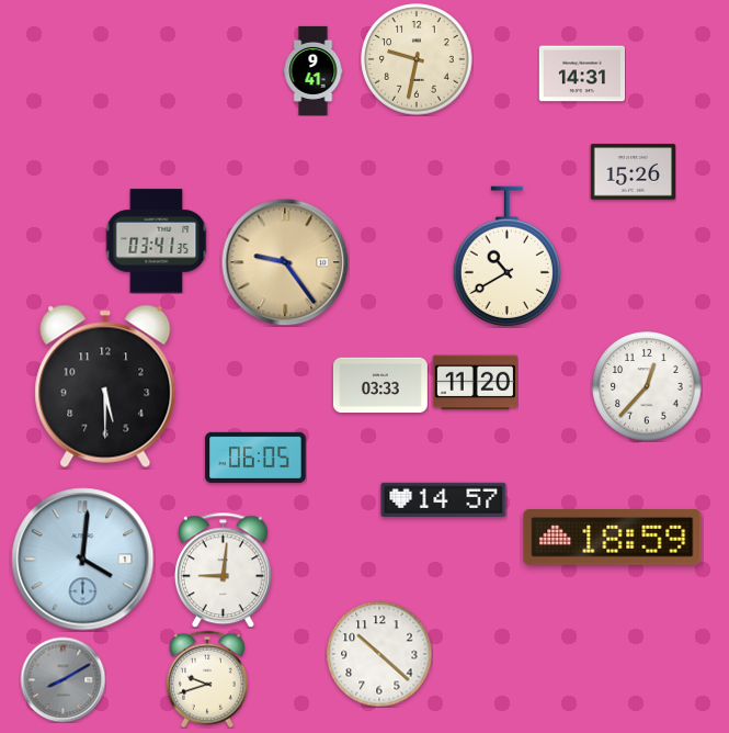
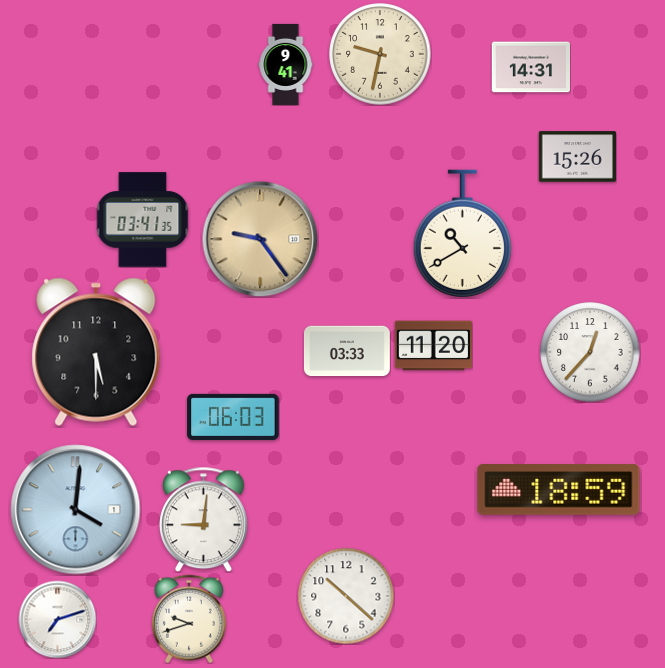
clock at (475, 383) position: (475, 383) -> (433, 346)
clock at (255, 458): 06:05 -> 06:03
clock at (444, 499): 14:57 -> none
clock at (62, 679): 8:10 -> 7:12
clock at (62, 679) dial: grey -> white
